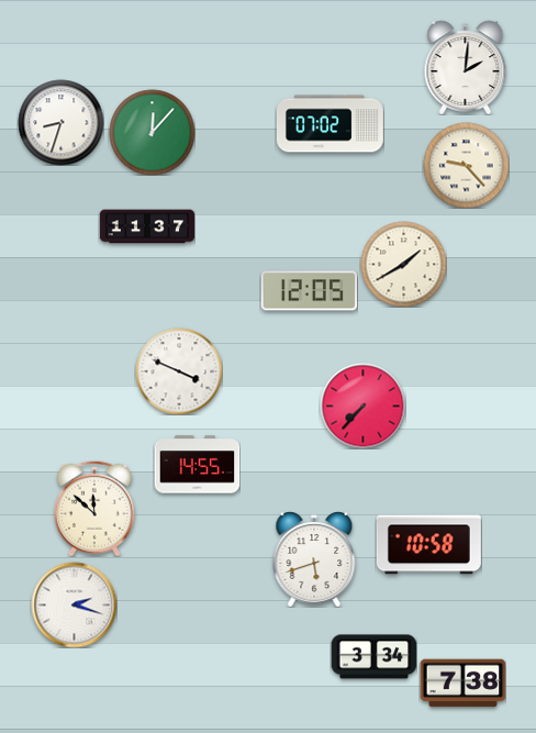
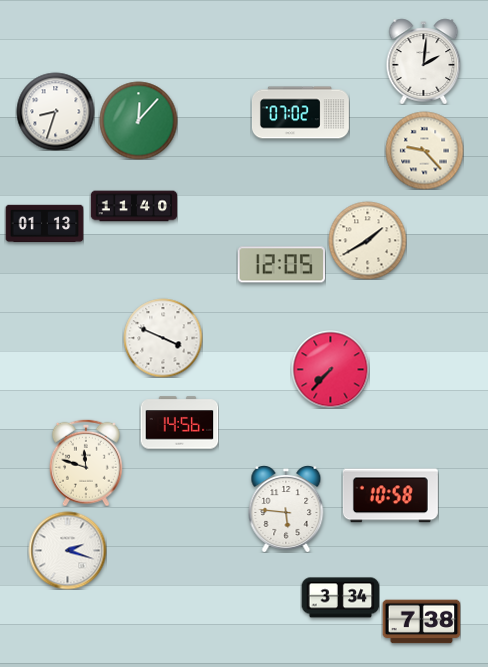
clock at (147, 226): 11:37 -> 11:40
clock at (44, 224): none -> 01:13
clock at (197, 465): 14:55 -> 14:56
clock at (94, 509): 11:52 -> 11:48
clock at (314, 559): 5:42 -> 5:46
